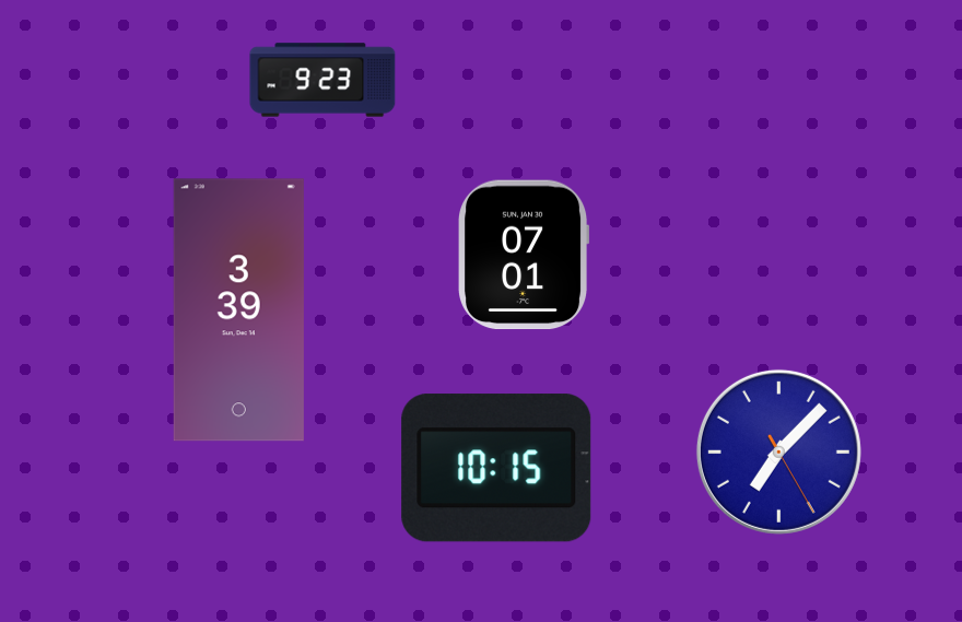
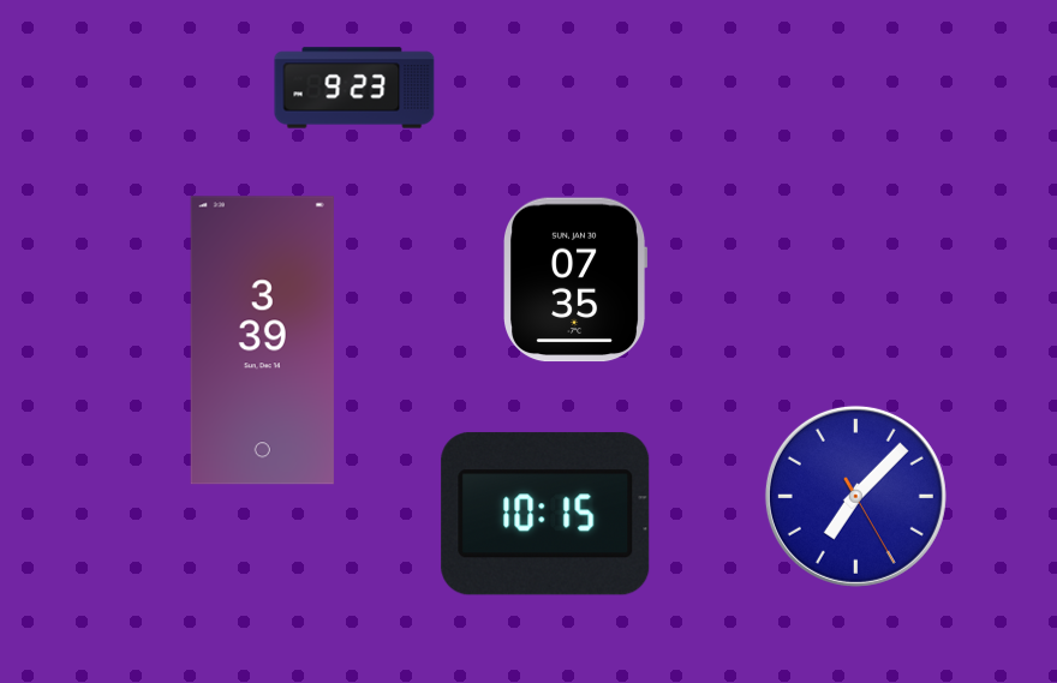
clock at (525, 255): 07:01 -> 07:35
